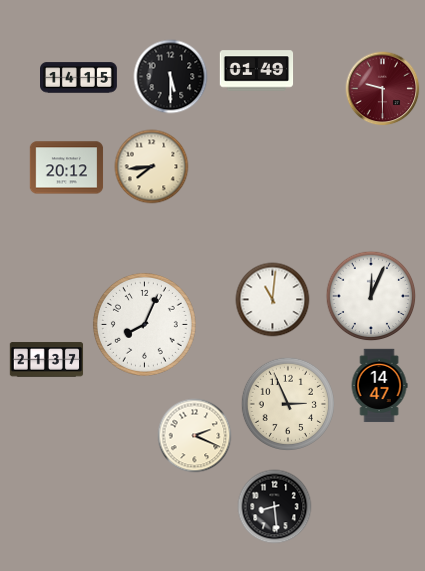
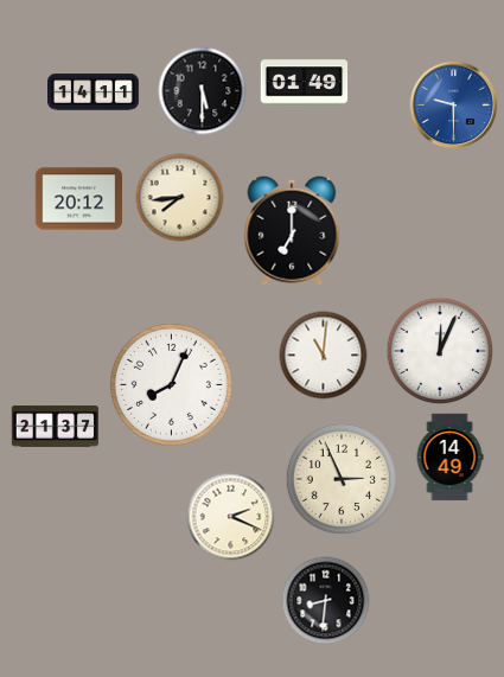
clock at (79, 78): 14:15 -> 14:11
clock at (383, 89) dial: burgundy -> blue
clock at (292, 231): none -> 7:00
clock at (379, 386): 14:47 -> 14:49
clock at (275, 507): 8:29 -> 8:31
